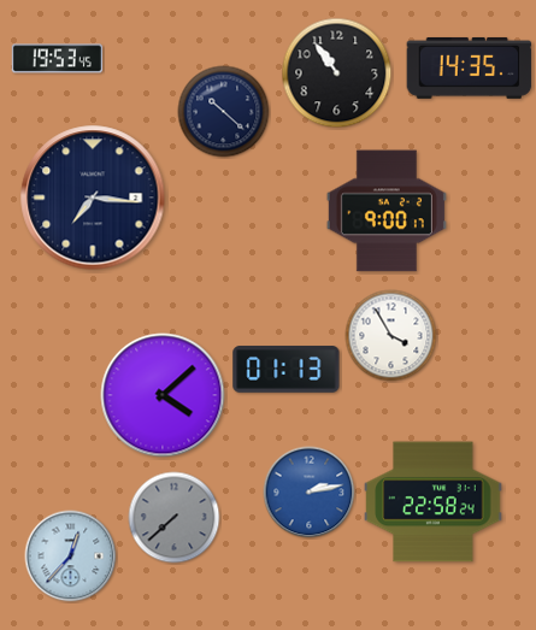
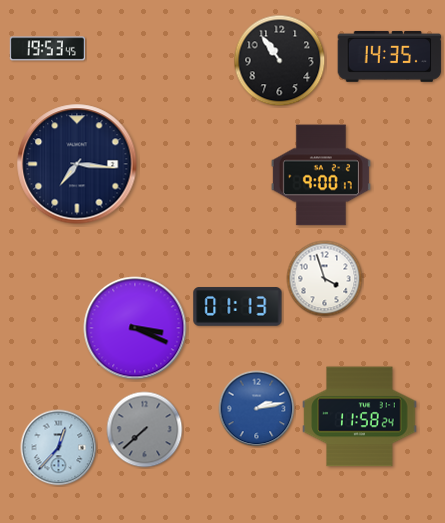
clock at (224, 112): 10:22 -> none
clock at (391, 336): 3:55 -> 3:57
clock at (163, 395): 4:08 -> 3:19
clock at (434, 502): 22:58 -> 11:58
clock at (71, 557) position: (71, 557) -> (59, 448)
